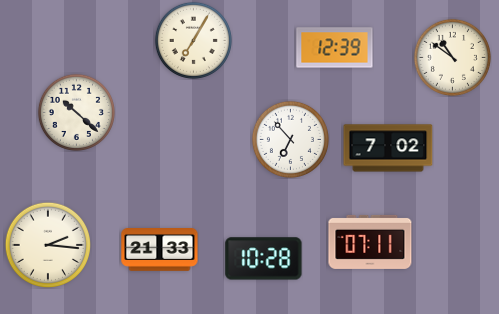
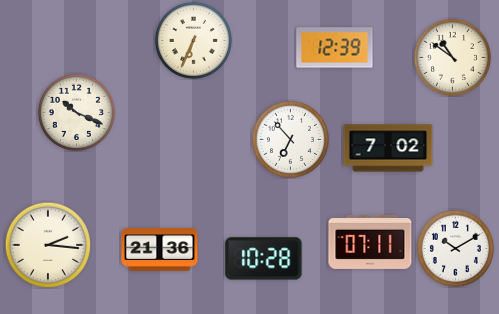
clock at (193, 40): 7:05 -> 6:34
clock at (76, 112): 10:22 -> 10:19
clock at (455, 248): none -> 10:10
clock at (160, 250): 21:33 -> 21:36
